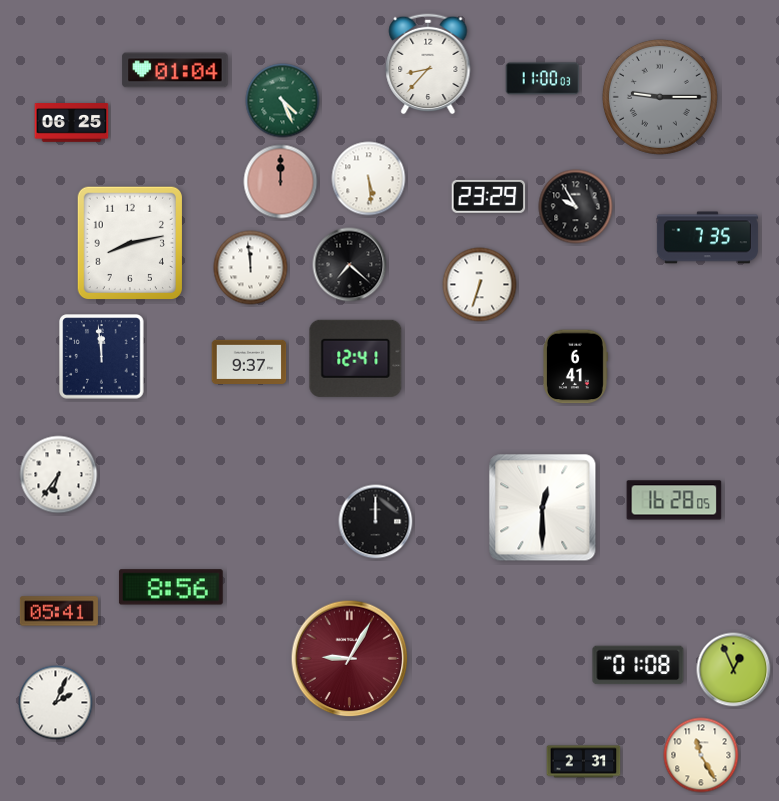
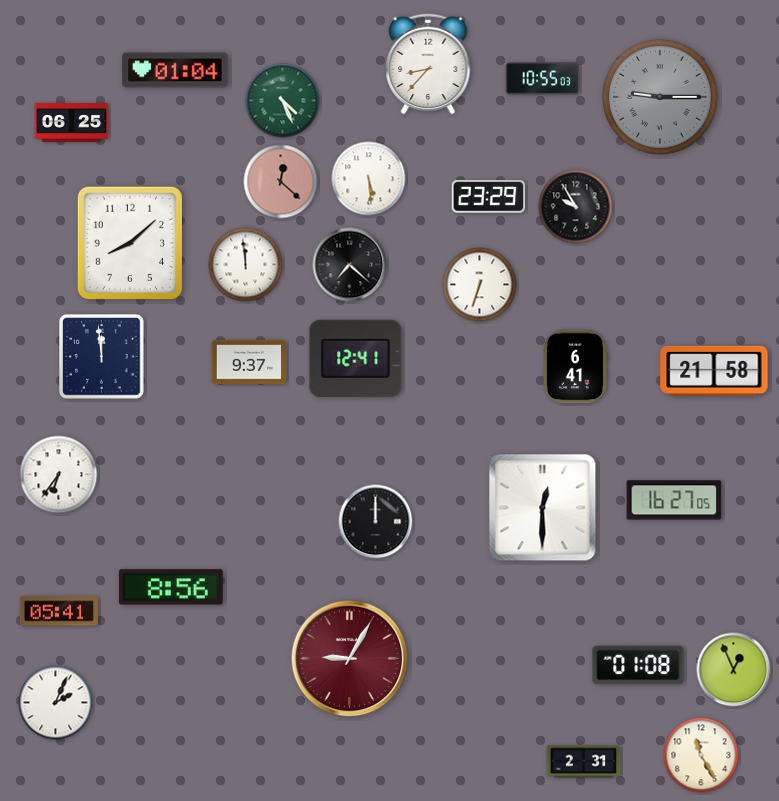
clock at (543, 79): 11:00 -> 10:55
clock at (281, 182): 12:00 -> 12:22
clock at (707, 238): 7:35 -> none
clock at (129, 242): 8:13 -> 8:08
clock at (251, 268) position: (251, 268) -> (246, 265)
clock at (714, 371): none -> 21:58
clock at (674, 500): 16:28 -> 16:27
